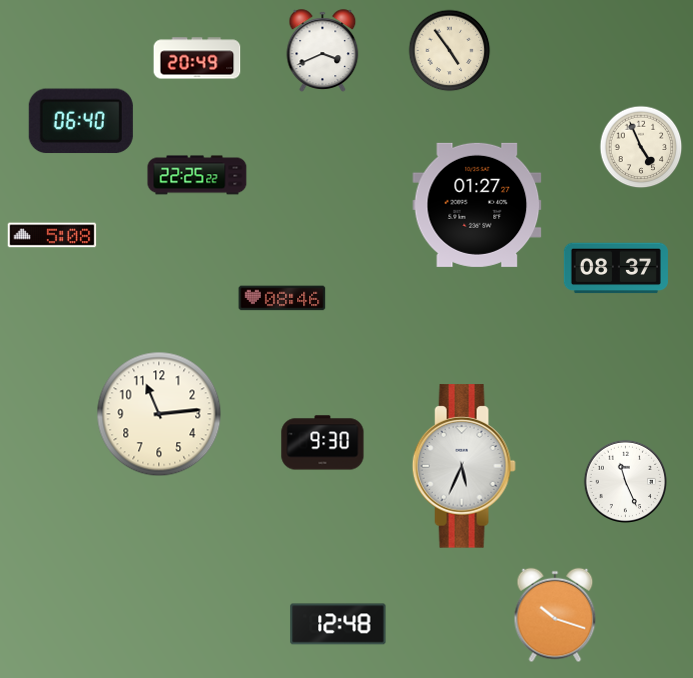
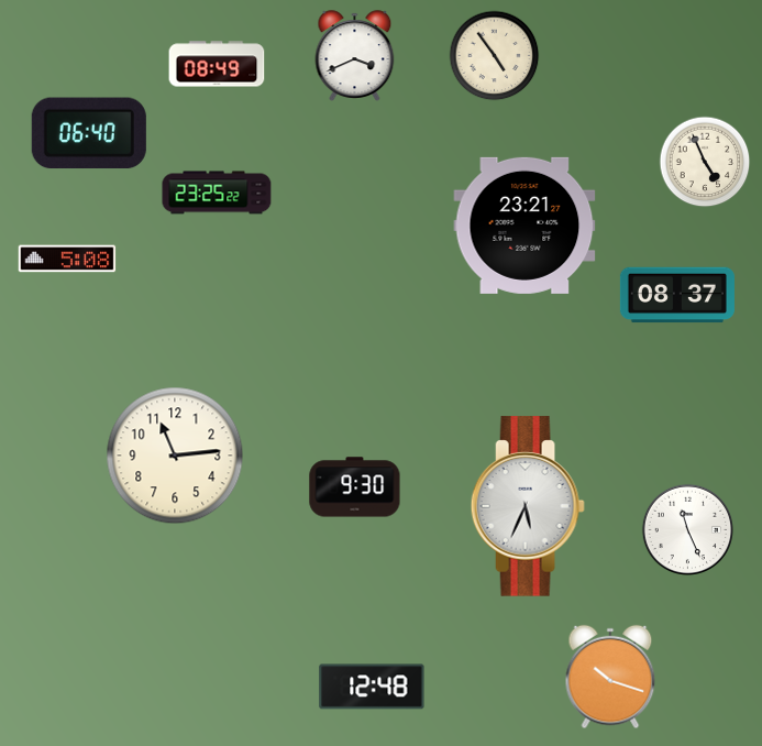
clock at (197, 58): 20:49 -> 08:49
clock at (197, 175): 22:25 -> 23:25
clock at (477, 205): 01:27 -> 23:21
clock at (52, 235) position: (52, 235) -> (67, 259)
clock at (282, 298): 08:46 -> none
clock at (464, 466) position: (464, 466) -> (528, 506)
